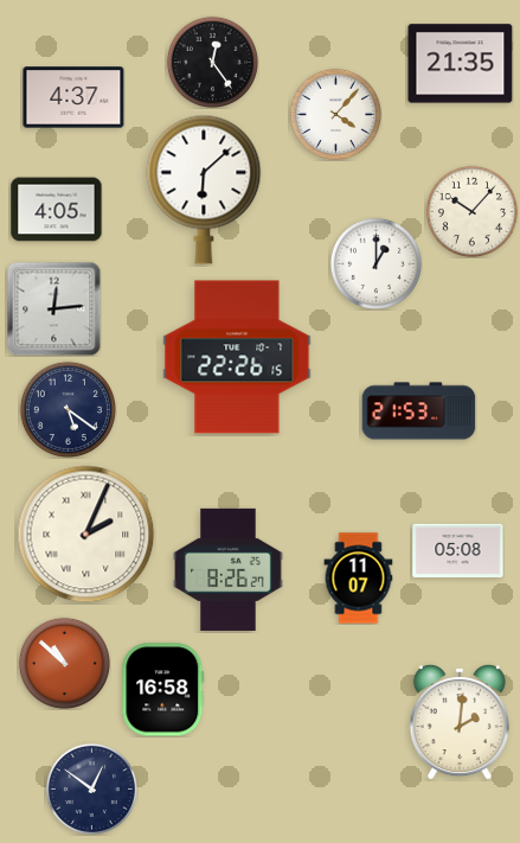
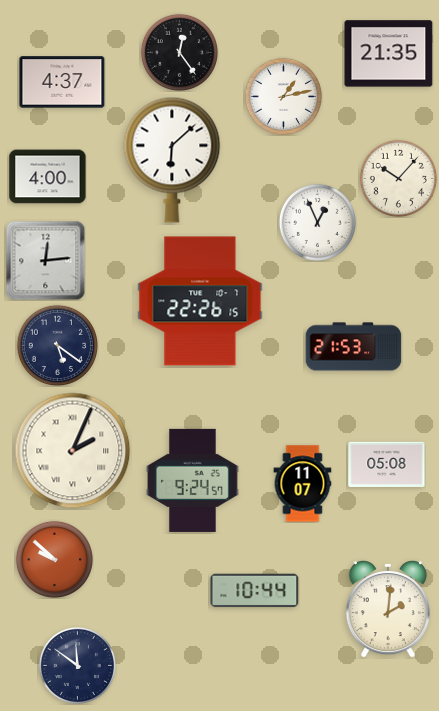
clock at (335, 114): 4:07 -> 1:13
clock at (57, 210): 4:05 -> 4:00
clock at (375, 263): 1:00 -> 12:56
clock at (229, 569): 8:26 -> 9:24
clock at (359, 579) position: (359, 579) -> (303, 484)
clock at (64, 663): 10:52 -> 9:52
clock at (163, 690): 16:58 -> none
clock at (255, 591): none -> 10:44
clock at (91, 788): 12:51 -> 11:51
